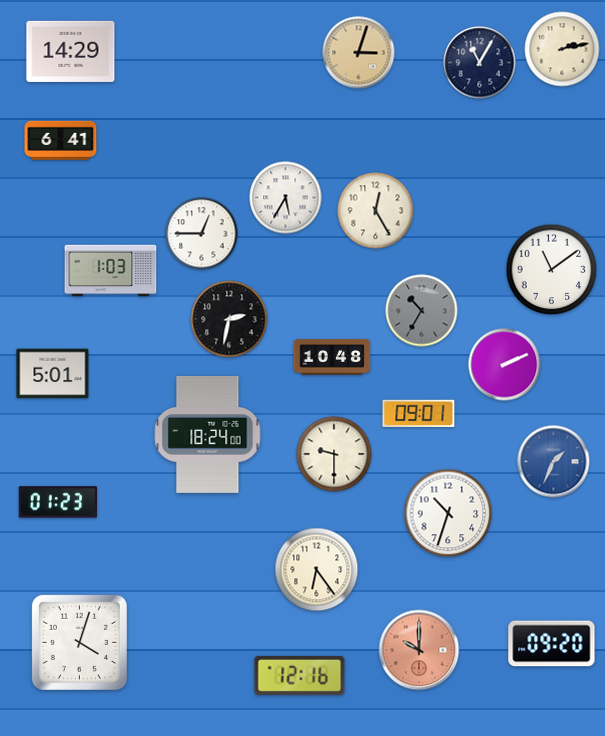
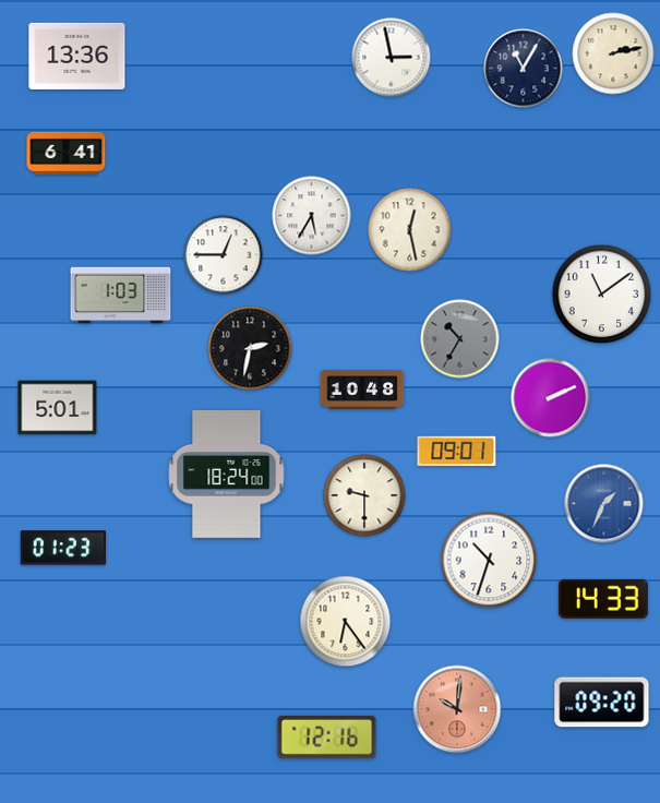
clock at (71, 51): 14:29 -> 13:36
clock at (359, 53): 3:03 -> 2:58
clock at (359, 53) dial: champagne -> white
clock at (376, 211): 12:25 -> 12:28
clock at (202, 234) position: (202, 234) -> (224, 255)
clock at (603, 599): none -> 14:33
clock at (79, 642): 4:03 -> none
clock at (419, 650): 10:00 -> 10:01
